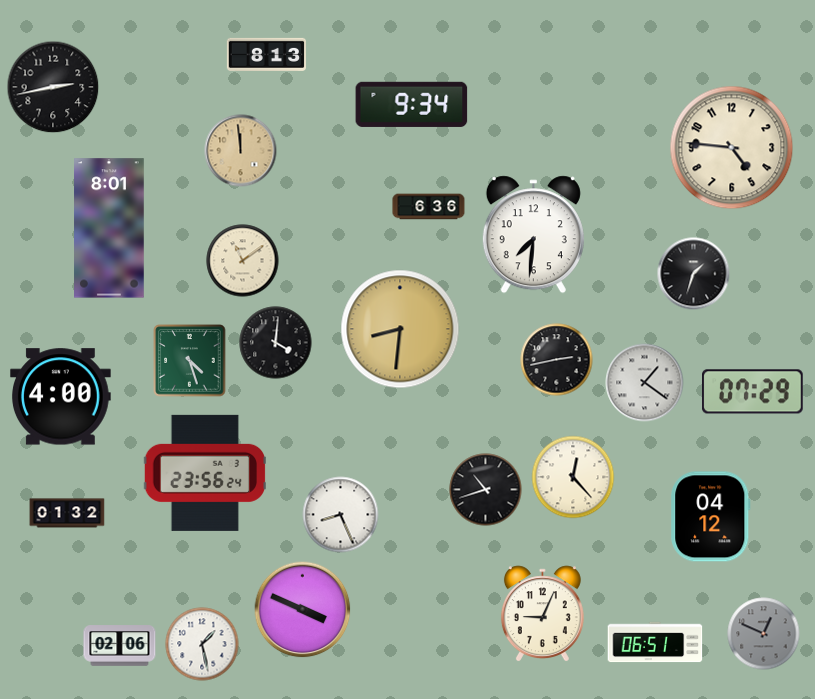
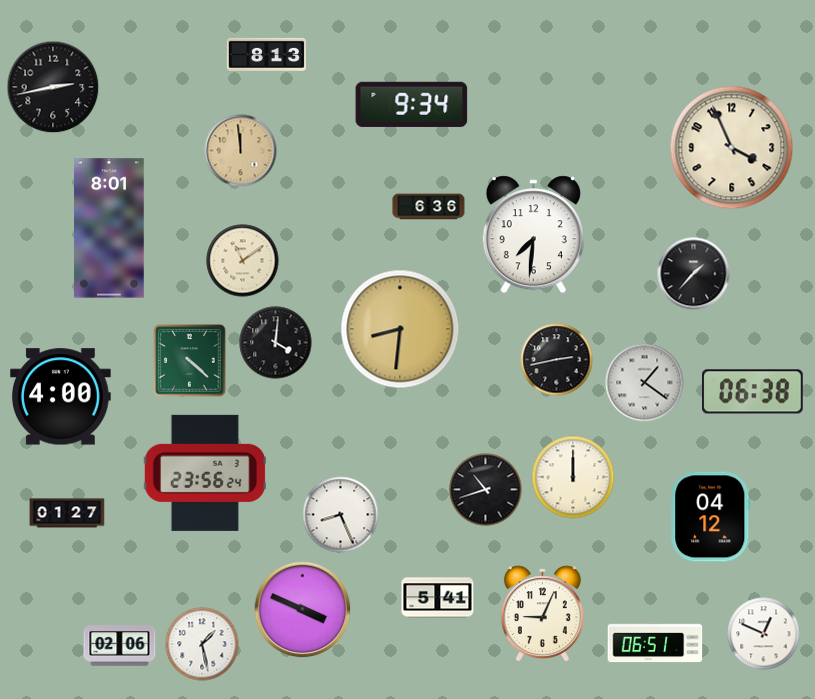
clock at (732, 148): 4:46 -> 3:56
clock at (694, 274): 1:33 -> 1:37
clock at (190, 361): 4:27 -> 4:22
clock at (753, 392): 07:29 -> 06:38
clock at (573, 477): 12:23 -> 12:00
clock at (67, 513): 01:32 -> 01:27
clock at (438, 598): none -> 5:41
clock at (764, 634) dial: grey -> white
